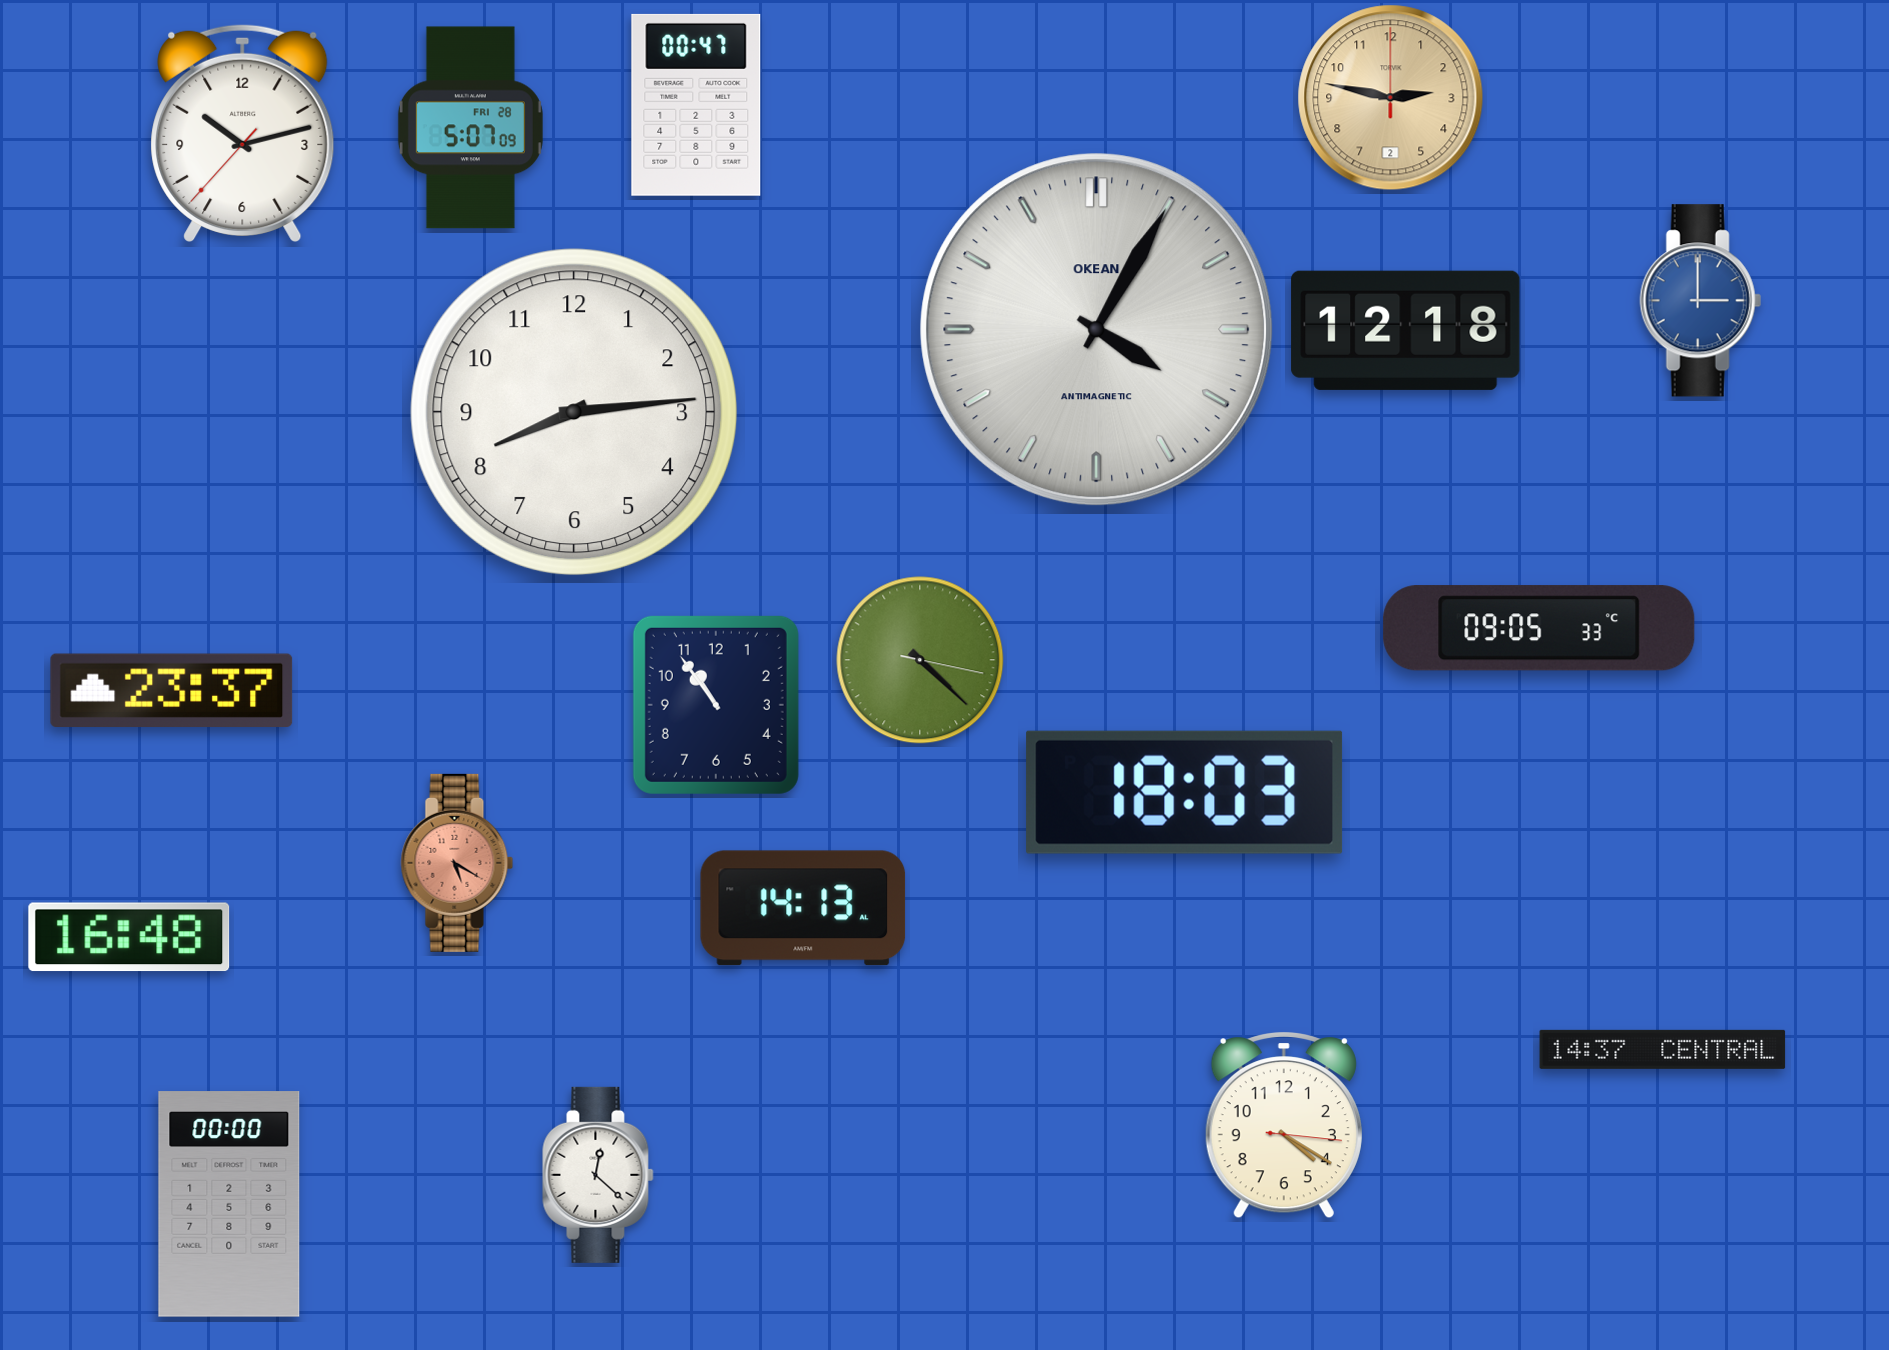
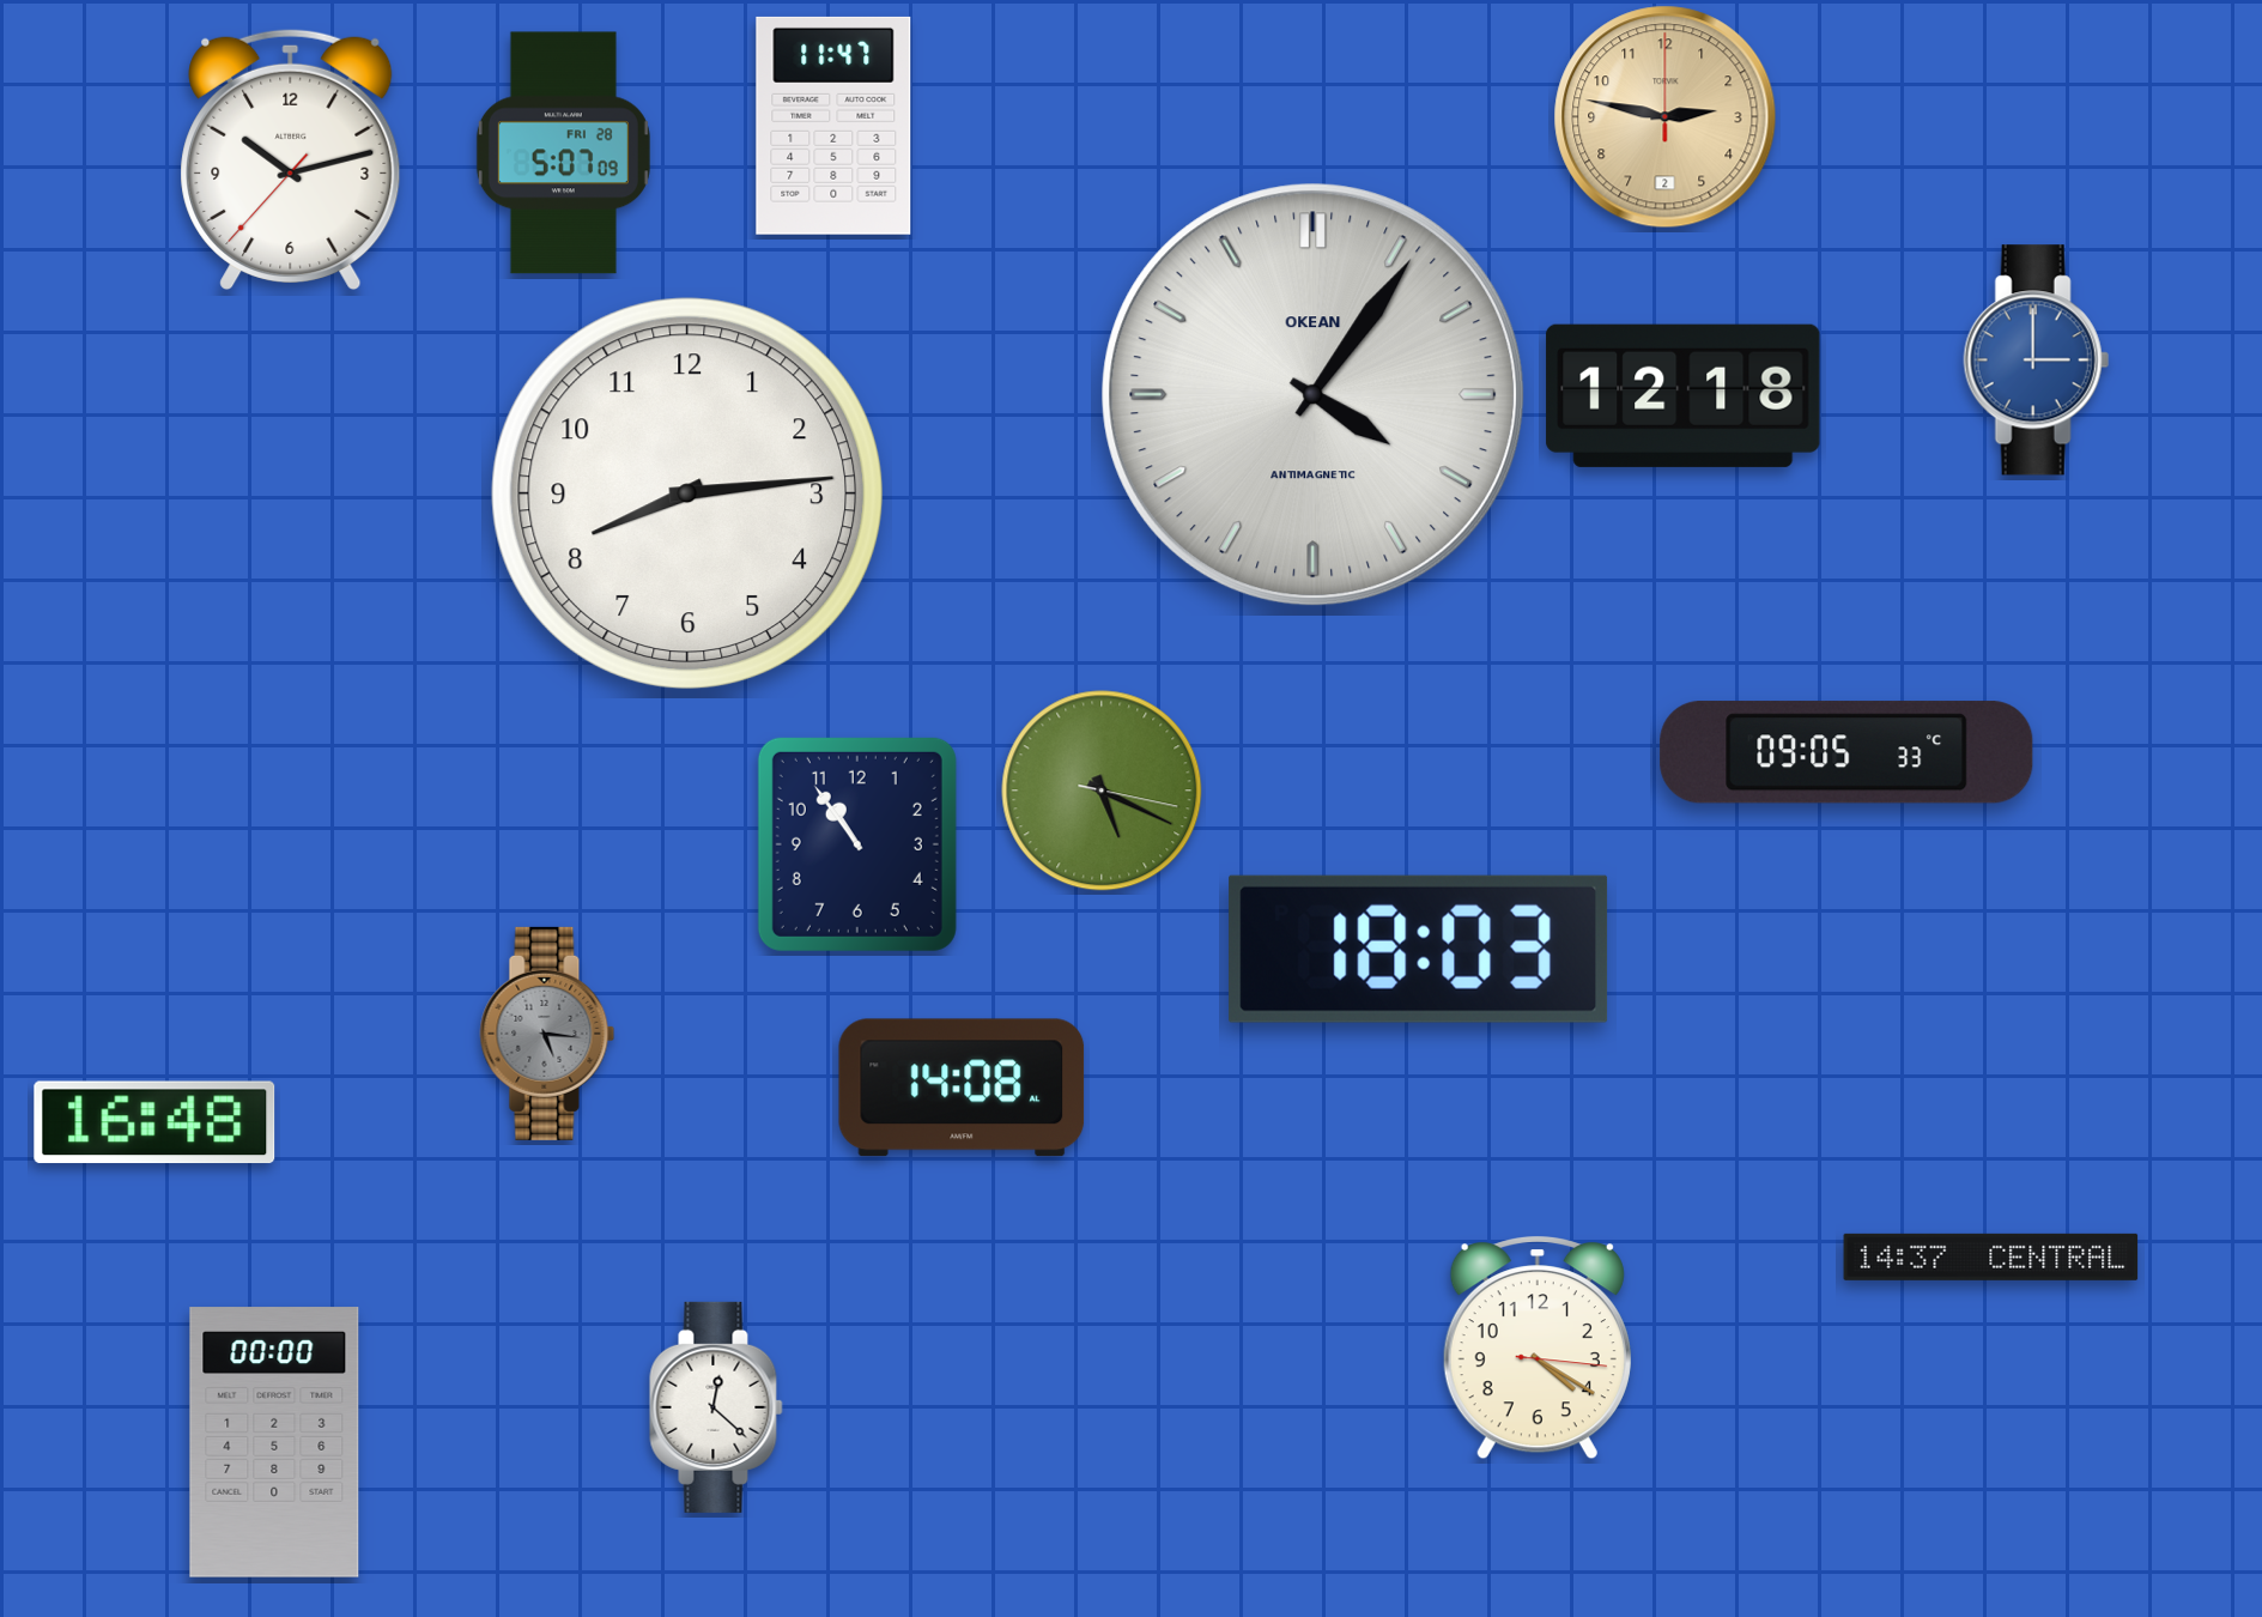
clock at (696, 105): 00:47 -> 11:47
clock at (1097, 330): 4:05 -> 4:06
clock at (1539, 628) position: (1539, 628) -> (1846, 752)
clock at (920, 660): 4:22 -> 5:19
clock at (172, 690): 23:37 -> none
clock at (457, 863): 5:20 -> 5:16
clock at (457, 863) dial: salmon -> grey
clock at (803, 908): 14:13 -> 14:08
